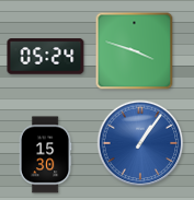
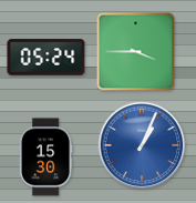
clock at (135, 51): 3:48 -> 3:45
clock at (140, 143): 1:06 -> 1:04
